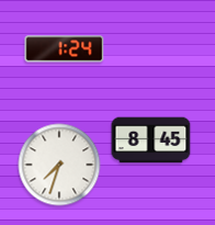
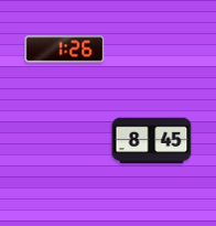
clock at (65, 49): 1:24 -> 1:26
clock at (59, 165): 7:33 -> none
